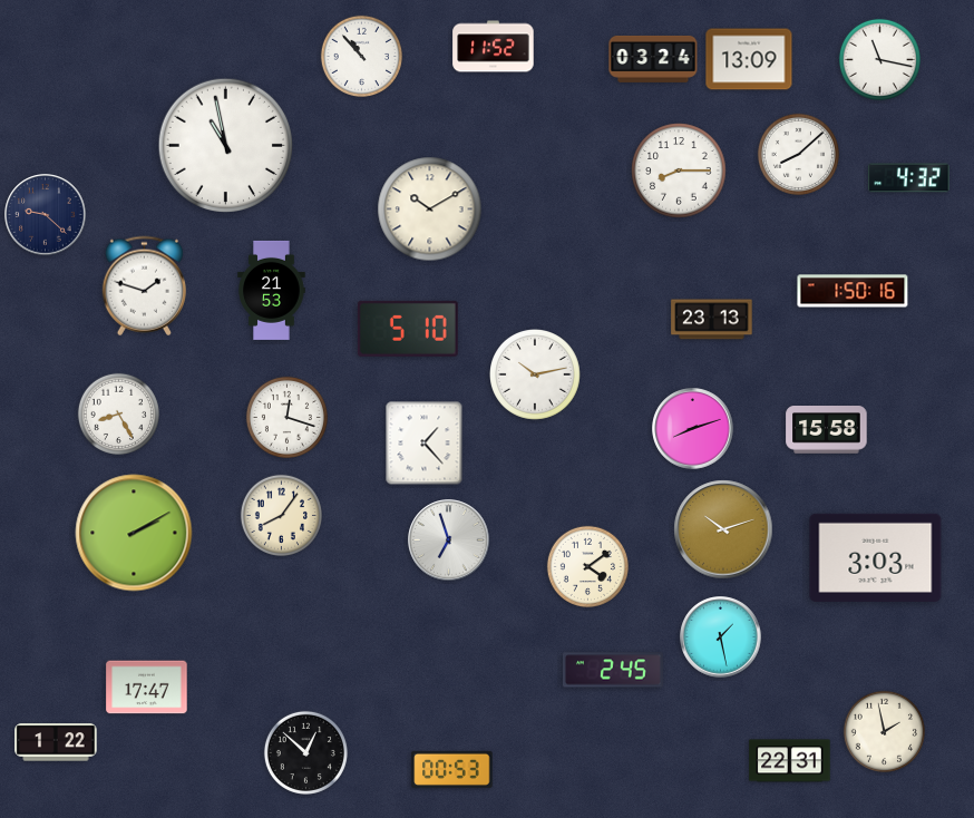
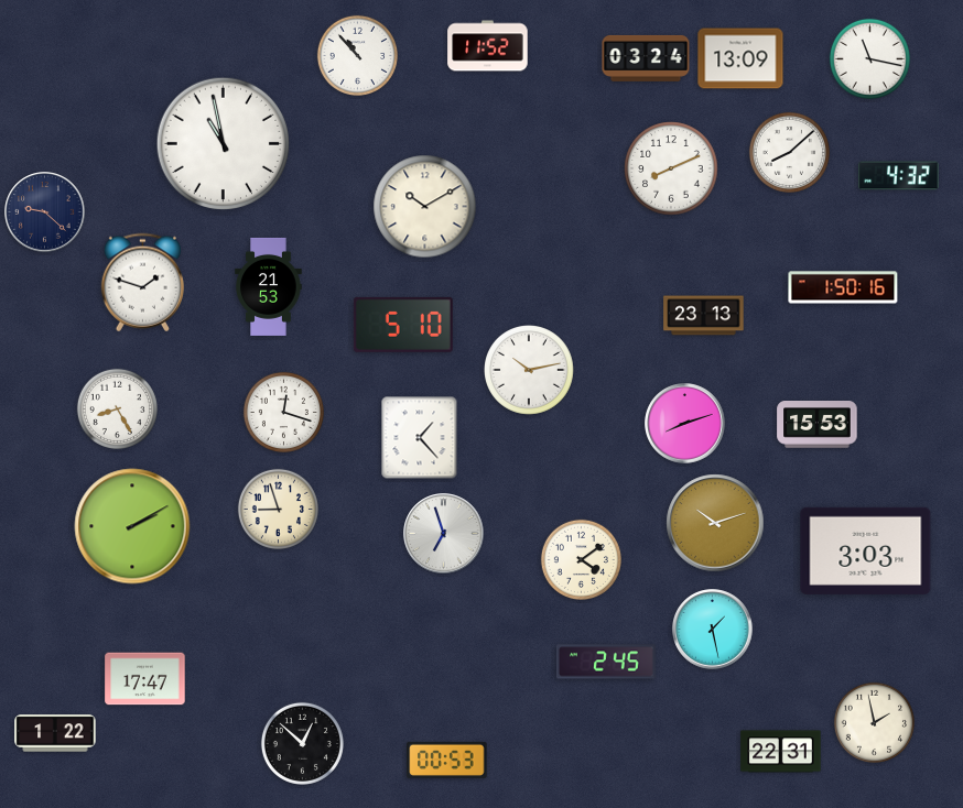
clock at (679, 171): 8:15 -> 8:11
clock at (827, 430): 15:58 -> 15:53
clock at (281, 515): 8:06 -> 8:57
